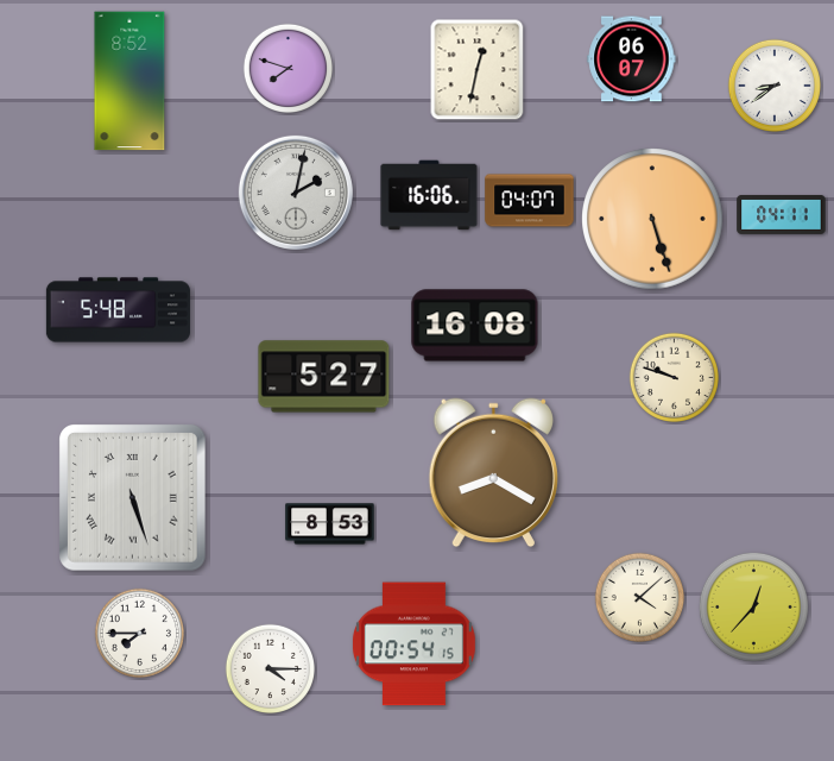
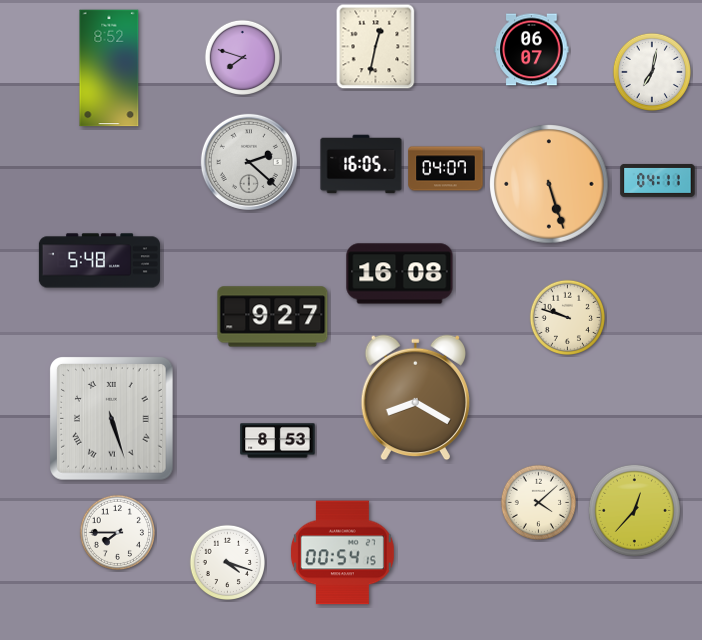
clock at (478, 70) position: (478, 70) -> (376, 47)
clock at (773, 84): 8:39 -> 7:02
clock at (296, 193): 2:02 -> 2:22
clock at (429, 195): 16:06 -> 16:05
clock at (324, 377): 5:27 -> 9:27
clock at (413, 644) position: (413, 644) -> (342, 553)
clock at (270, 668): 4:15 -> 4:18
